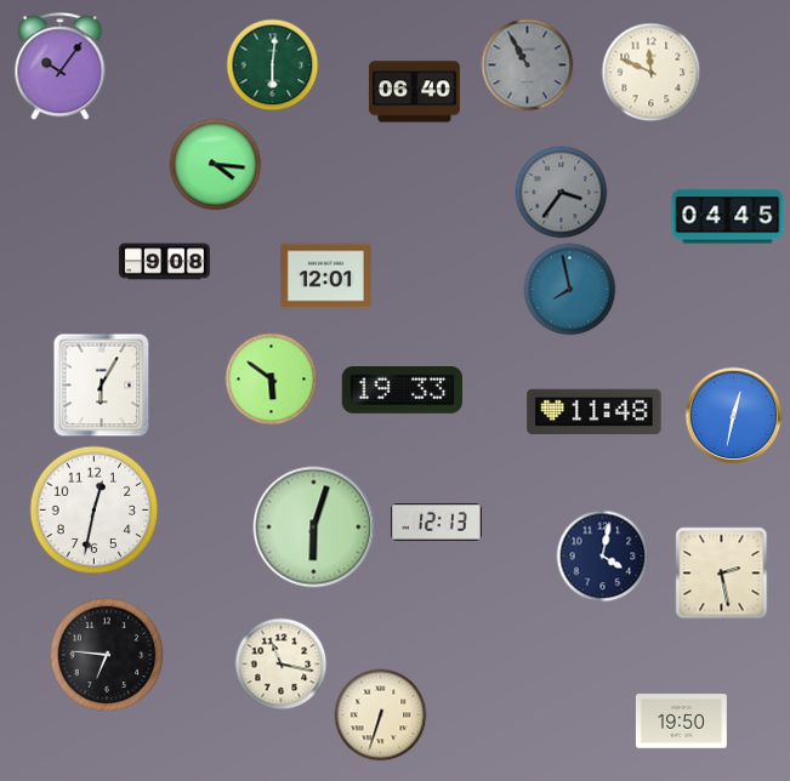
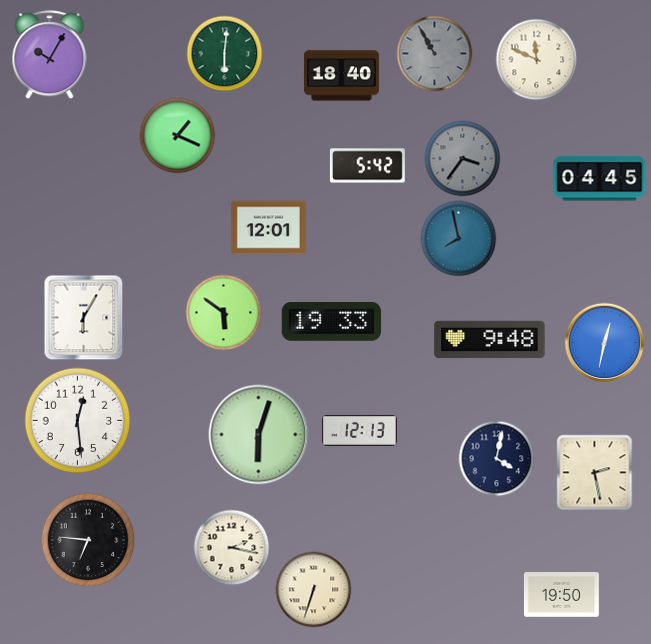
clock at (61, 67): 10:06 -> 10:05
clock at (414, 92): 06:40 -> 18:40
clock at (216, 165): 4:16 -> 1:19
clock at (367, 166): none -> 5:42
clock at (164, 262): 9:08 -> none
clock at (570, 290) position: (570, 290) -> (459, 239)
clock at (595, 412): 11:48 -> 9:48
clock at (95, 511): 12:32 -> 12:29
clock at (282, 665): 11:17 -> 2:17
